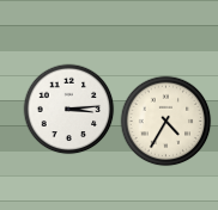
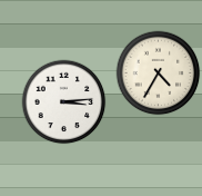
clock at (166, 122) position: (166, 122) -> (159, 73)
